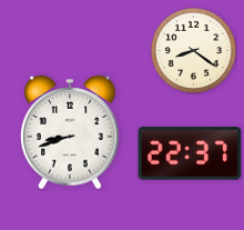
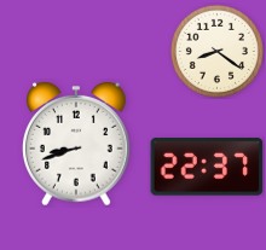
clock at (193, 50) position: (193, 50) -> (216, 51)
